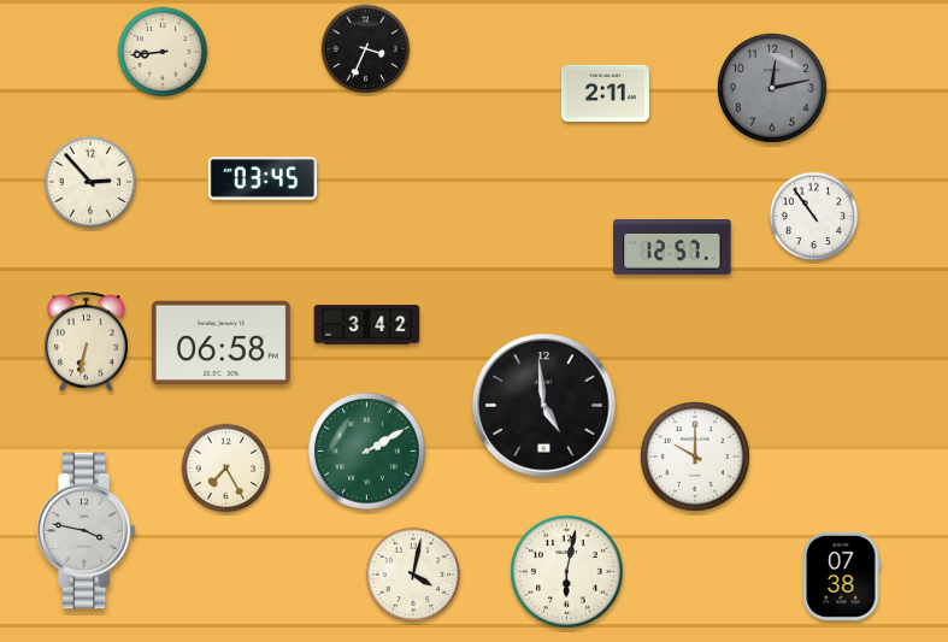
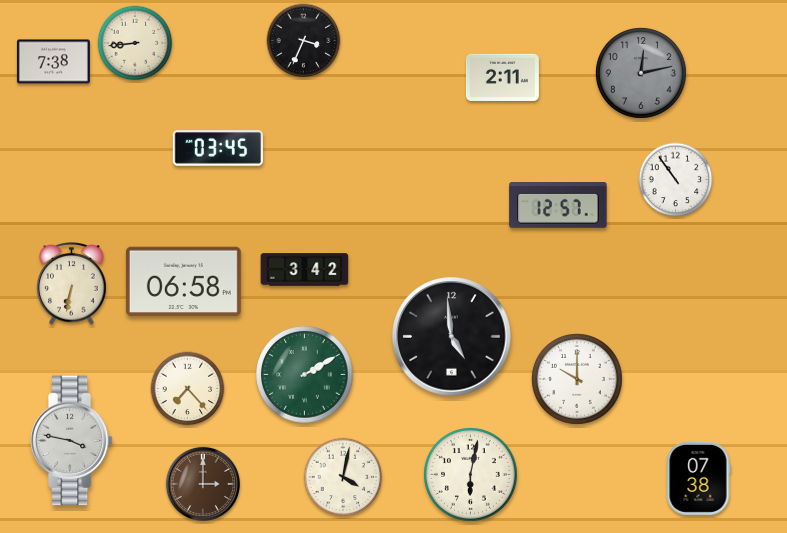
clock at (53, 62): none -> 7:38
clock at (90, 182): 2:53 -> none
clock at (220, 343) position: (220, 343) -> (183, 282)
clock at (226, 469): 7:25 -> 7:23
clock at (203, 484): none -> 3:00
